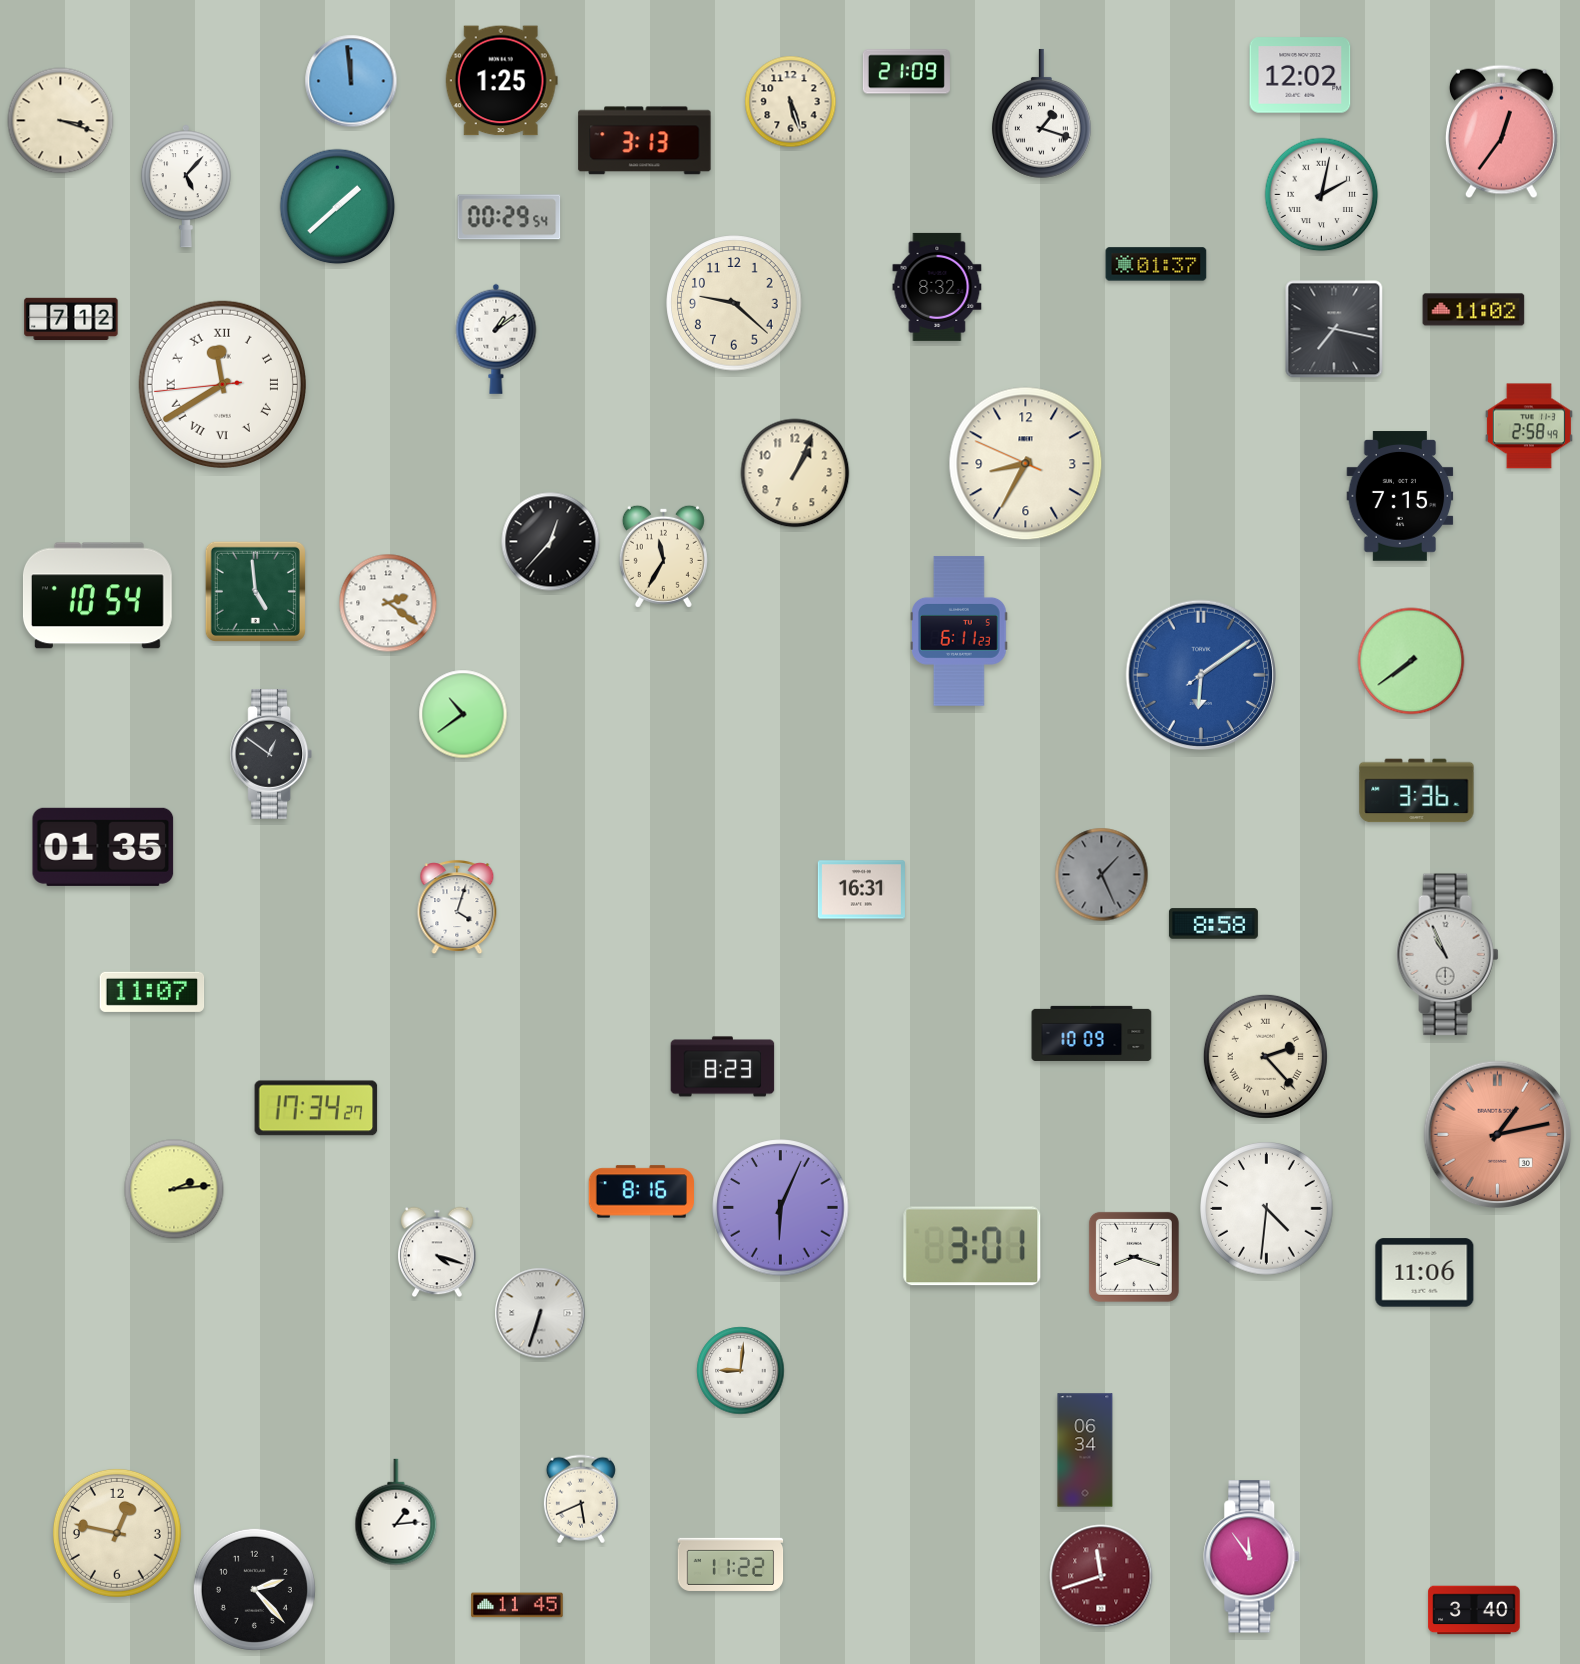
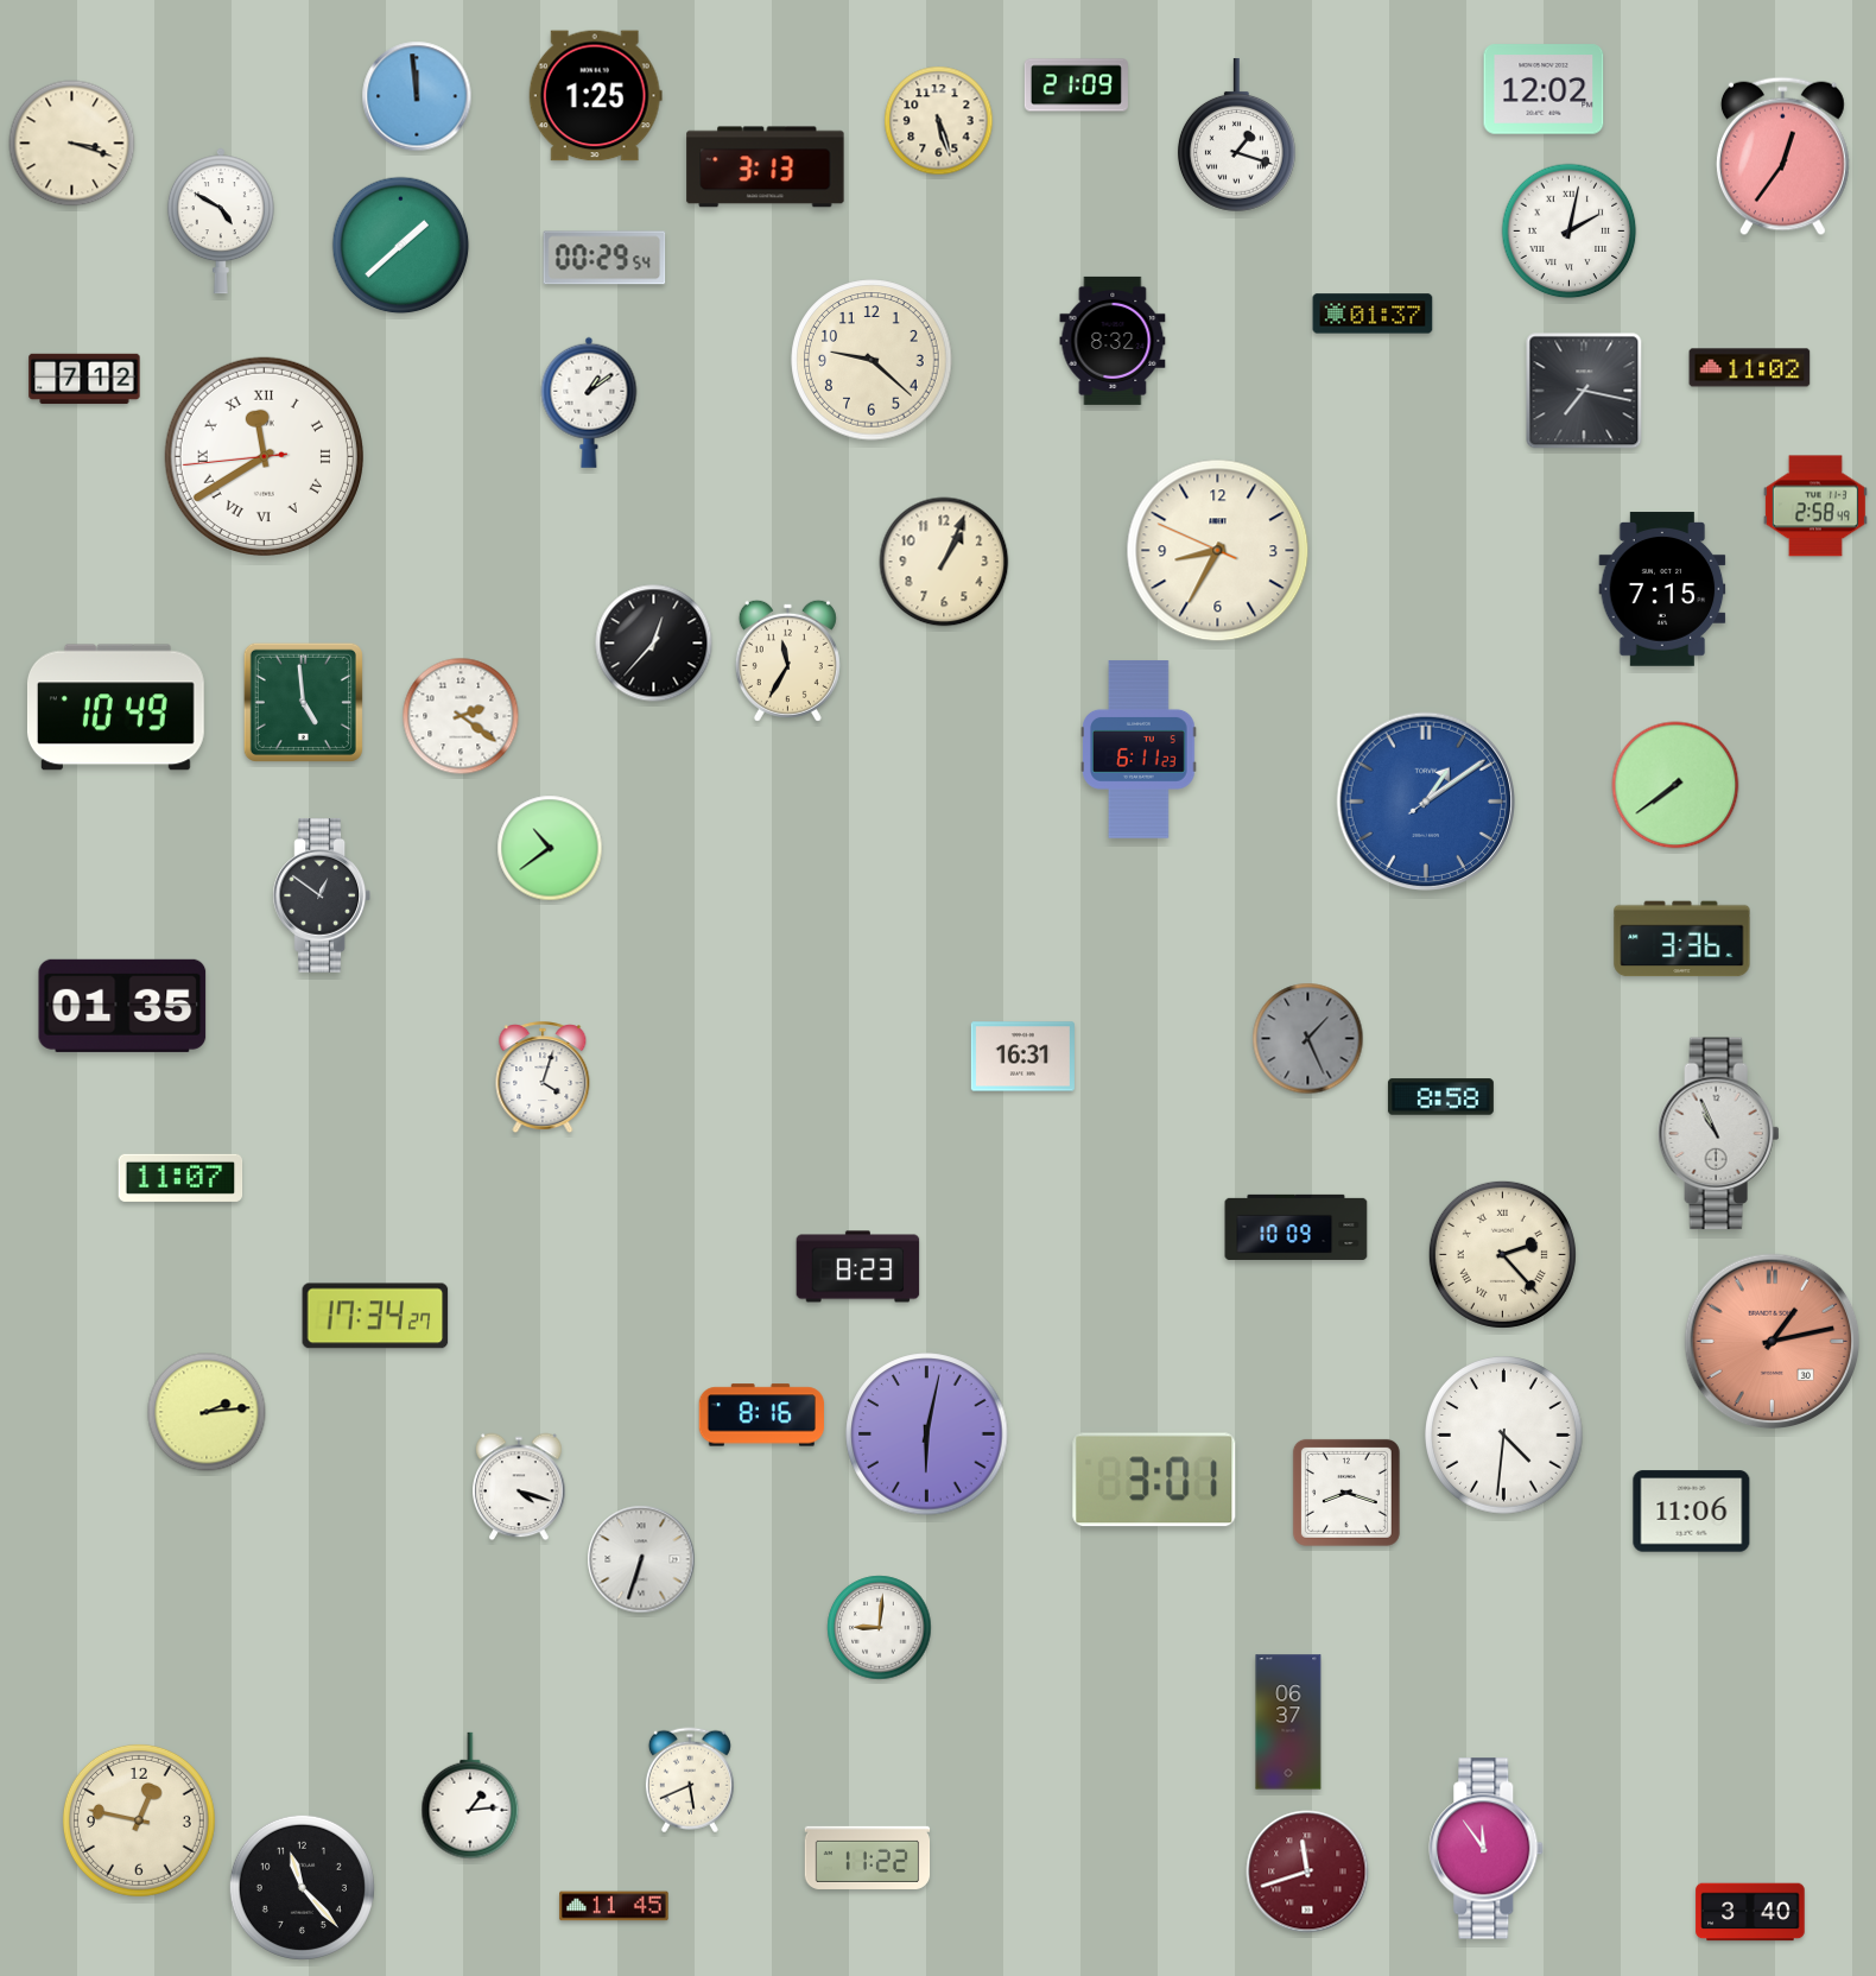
clock at (186, 186): 5:07 -> 4:50
clock at (97, 596): 10:54 -> 10:49
clock at (1201, 675): 6:09 -> 1:09
clock at (1498, 1135) position: (1498, 1135) -> (1773, 1342)
clock at (781, 1208): 6:04 -> 6:02
clock at (1085, 1450): 06:34 -> 06:37
clock at (254, 1589): 2:23 -> 11:23
